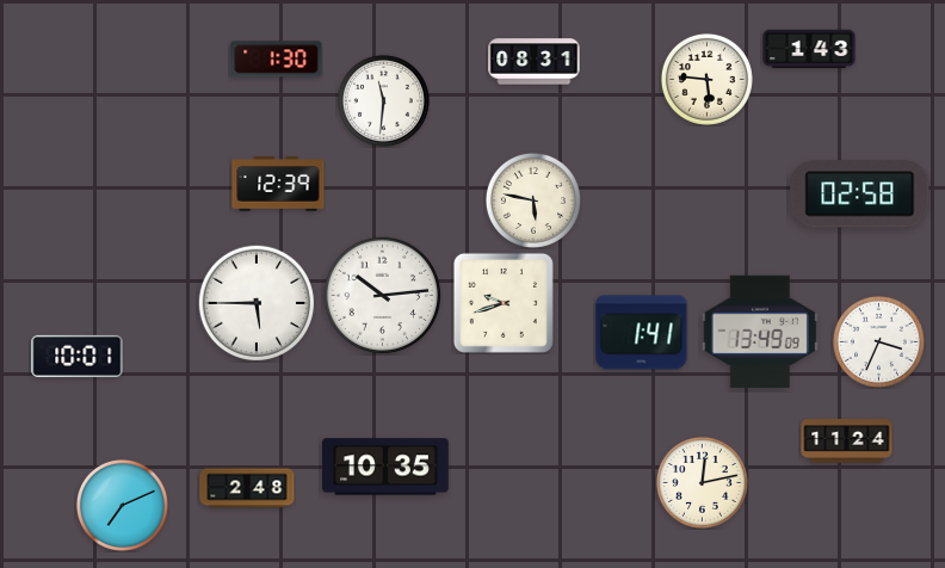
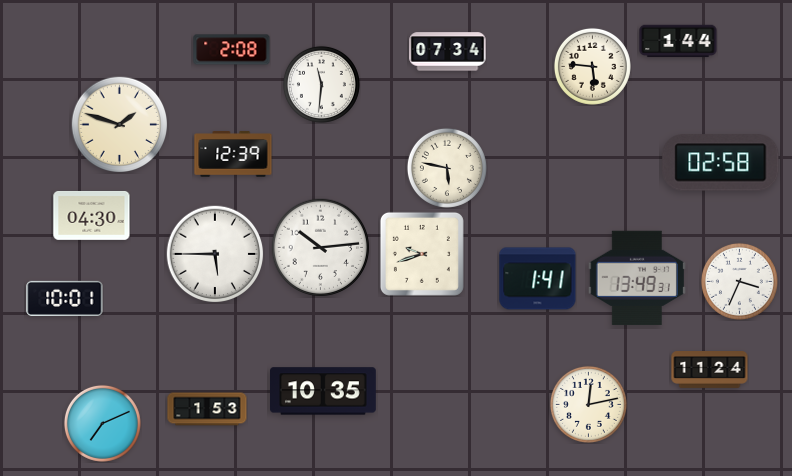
clock at (809, 49): 1:43 -> 1:44
clock at (277, 60): 1:30 -> 2:08
clock at (535, 62): 08:31 -> 07:34
clock at (119, 124): none -> 1:48
clock at (92, 215): none -> 04:30
clock at (760, 332): 13:49:09 -> 13:49:31
clock at (878, 341) position: (878, 341) -> (739, 281)
clock at (247, 488): 2:48 -> 1:53
